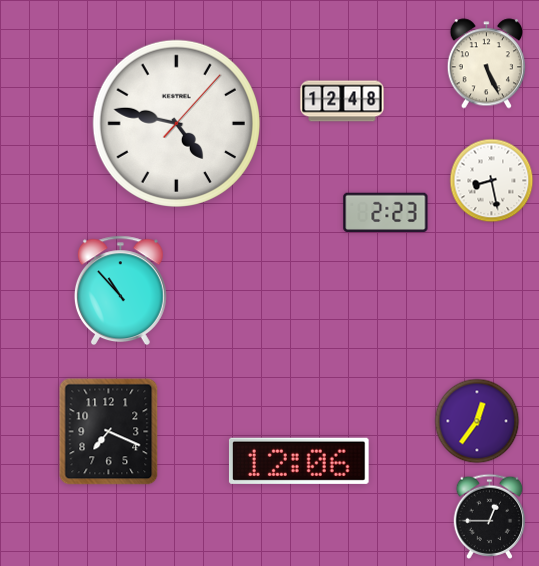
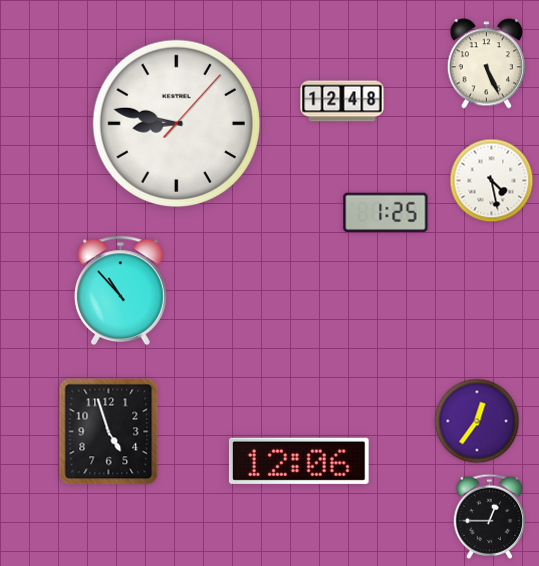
clock at (176, 123): 4:47 -> 8:47
clock at (492, 181): 8:28 -> 4:28
clock at (386, 213): 2:23 -> 1:25
clock at (109, 432): 7:19 -> 4:57
